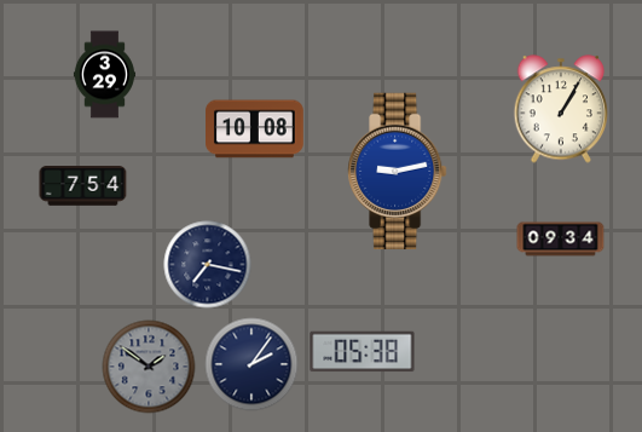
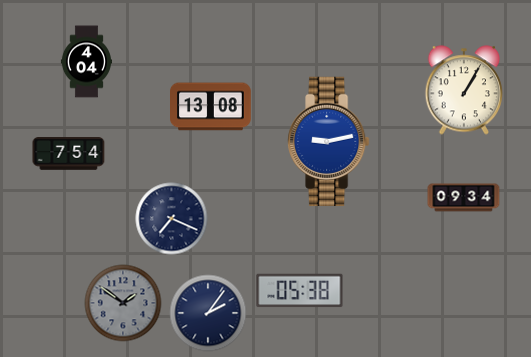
clock at (104, 75): 3:29 -> 4:04
clock at (255, 129): 10:08 -> 13:08
clock at (208, 265): 7:17 -> 7:19
clock at (251, 364) position: (251, 364) -> (208, 313)
